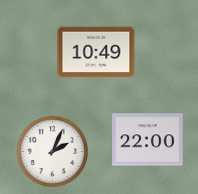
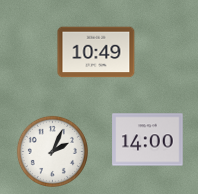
clock at (148, 140): 22:00 -> 14:00
